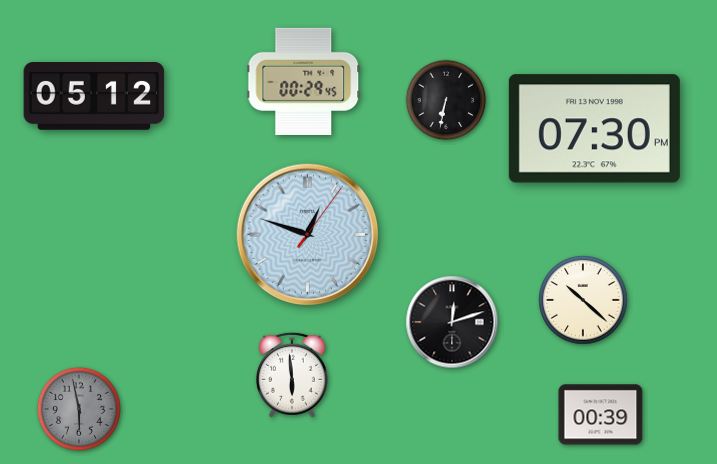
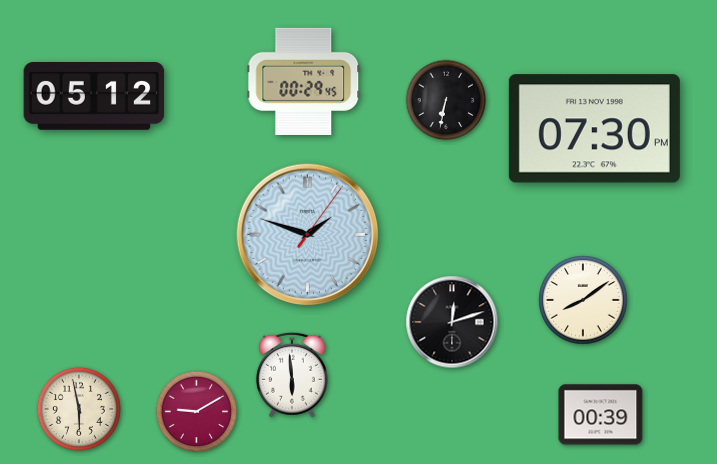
clock at (307, 234): 12:48 -> 1:48
clock at (583, 300): 10:22 -> 8:09
clock at (79, 409) dial: grey -> cream
clock at (197, 412): none -> 9:10
